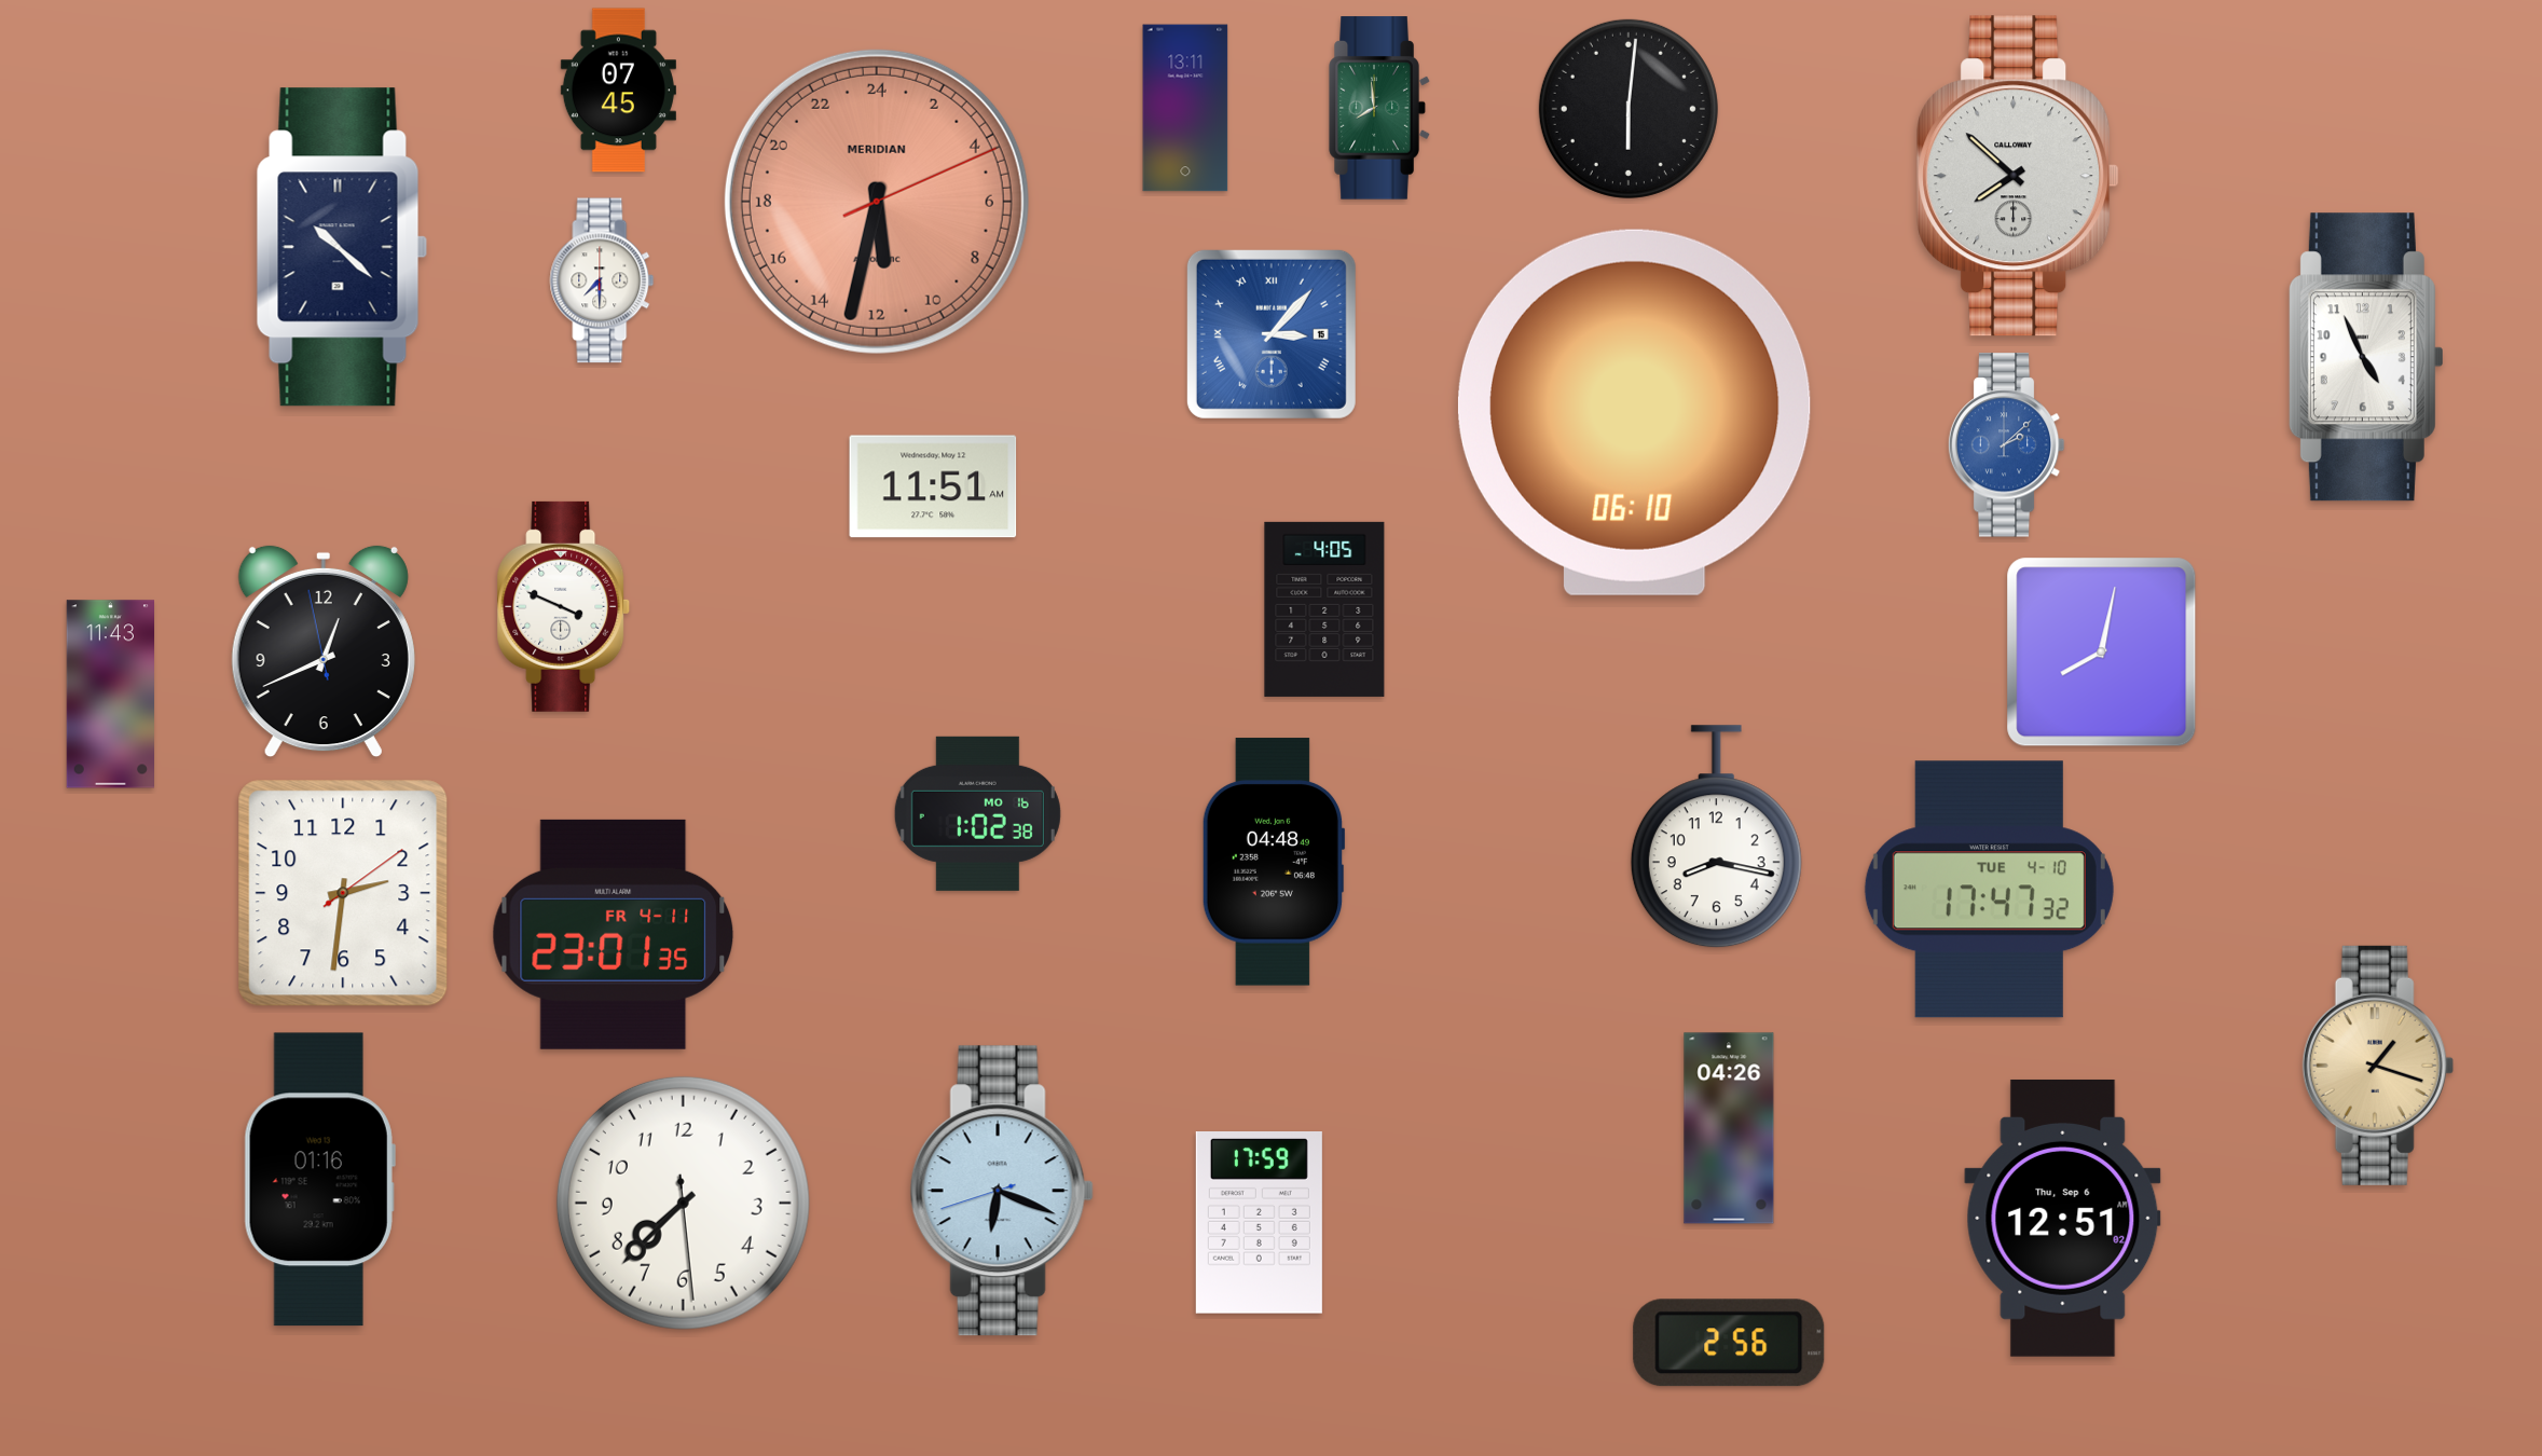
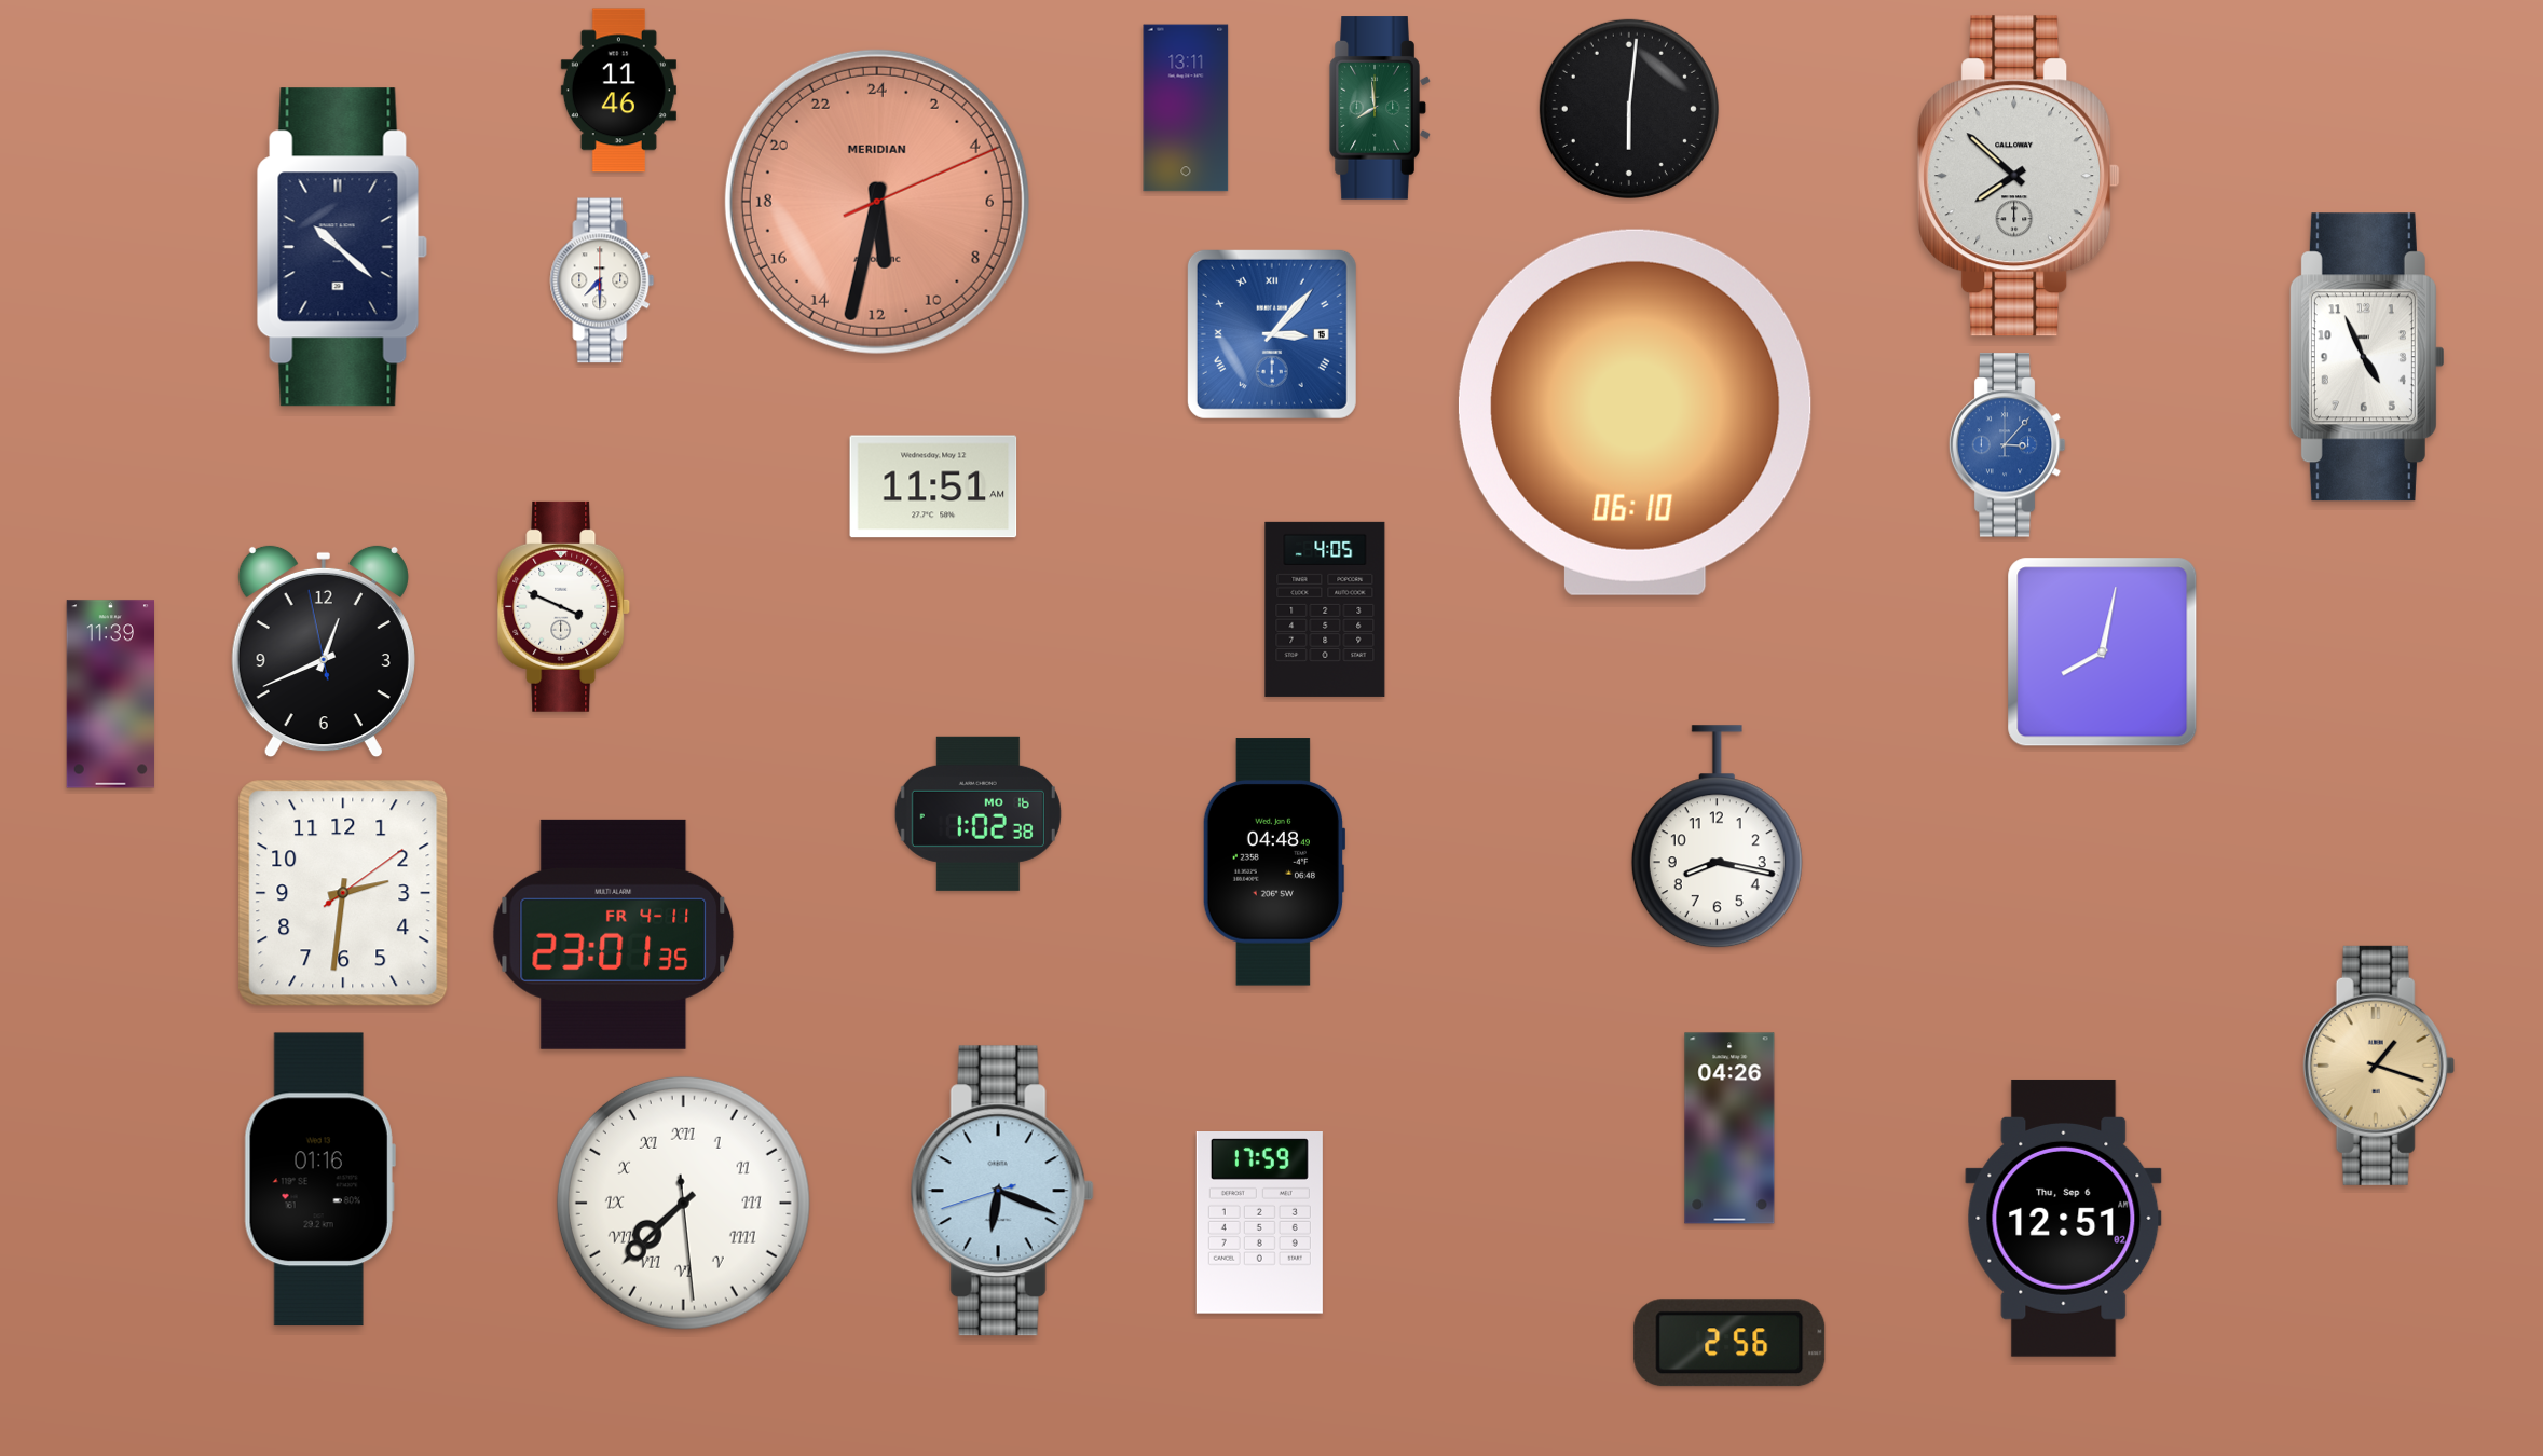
clock at (618, 91): 07:45 -> 11:46
clock at (2006, 445): 2:08 -> 3:07
clock at (110, 695): 11:43 -> 11:39
clock at (1989, 890): 17:47 -> none
clock at (683, 1203) numerals: Arabic -> Roman
